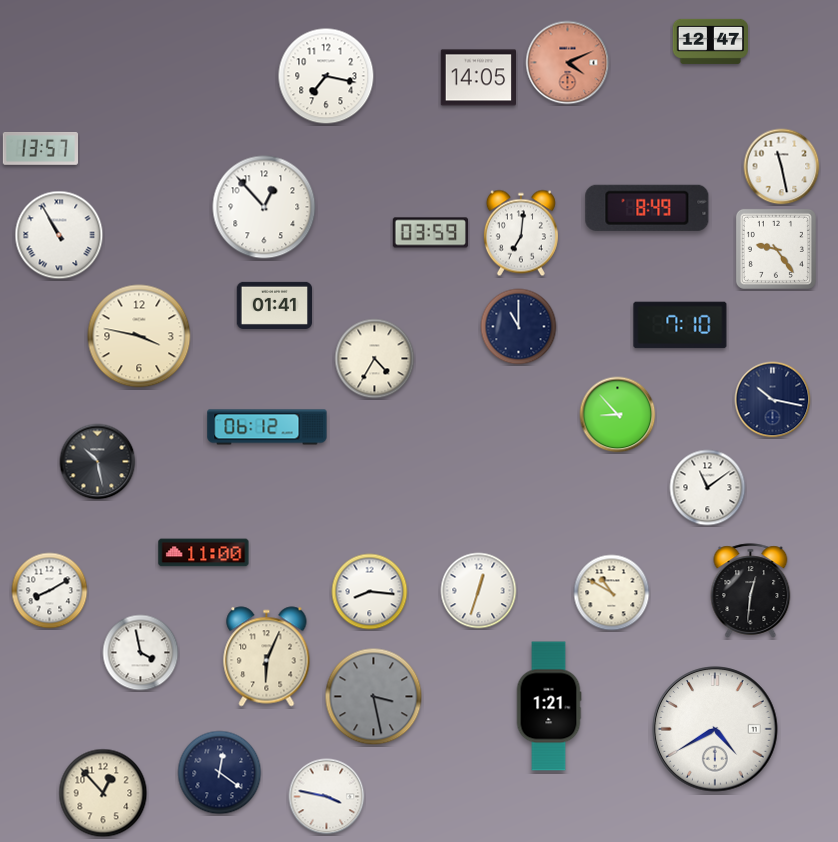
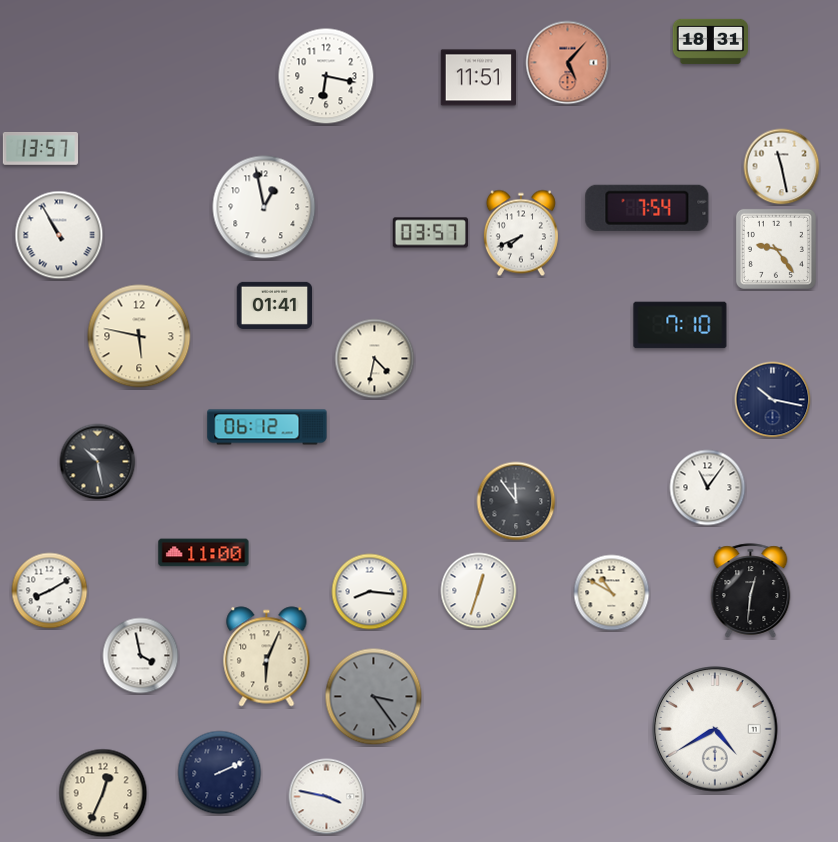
clock at (710, 41): 12:47 -> 18:31
clock at (568, 63): 4:11 -> 5:07
clock at (326, 76): 7:17 -> 6:17
clock at (478, 78): 14:05 -> 11:51
clock at (264, 207): 12:53 -> 12:58
clock at (647, 208): 8:49 -> 7:54
clock at (431, 233): 03:59 -> 03:57
clock at (521, 233): 7:01 -> 7:41
clock at (519, 327): 11:00 -> none
clock at (139, 336): 3:47 -> 5:47
clock at (375, 359): 4:35 -> 4:32
clock at (618, 415): 8:53 -> none
clock at (708, 488): 11:09 -> 11:06
clock at (516, 501): none -> 11:54
clock at (141, 653) position: (141, 653) -> (141, 656)
clock at (374, 697): 3:28 -> 3:24
clock at (549, 706): 1:21 -> none
clock at (220, 773): 12:21 -> 2:11
clock at (103, 793): 12:53 -> 12:34
